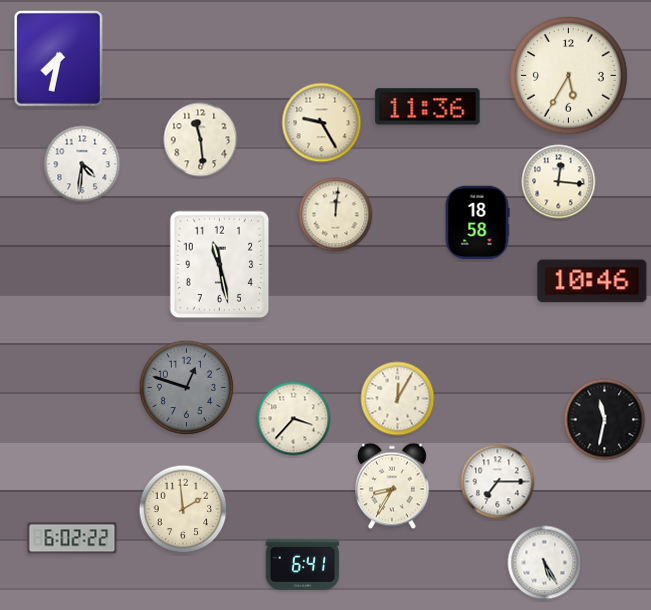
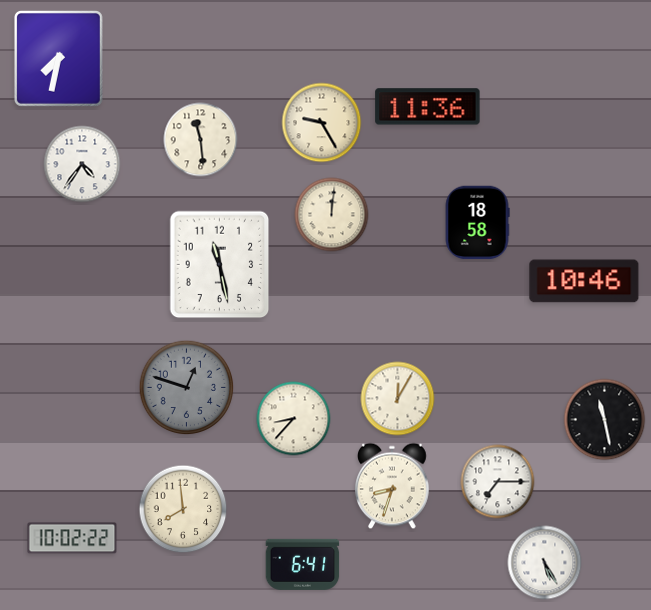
clock at (569, 76): 5:35 -> none
clock at (82, 164): 4:31 -> 4:36
clock at (559, 182): 12:16 -> none
clock at (336, 215) position: (336, 215) -> (332, 215)
clock at (592, 281) position: (592, 281) -> (584, 281)
clock at (294, 419): 3:37 -> 8:37
clock at (605, 420): 11:32 -> 11:28
clock at (392, 486): 8:35 -> 8:33
clock at (183, 509): 1:59 -> 7:59
clock at (72, 538): 6:02 -> 10:02
